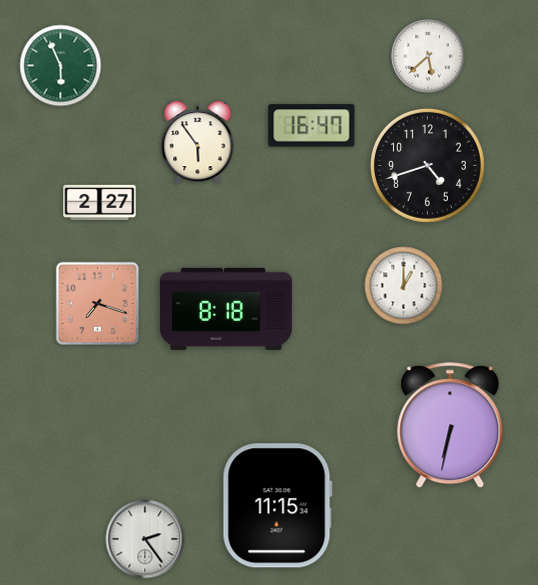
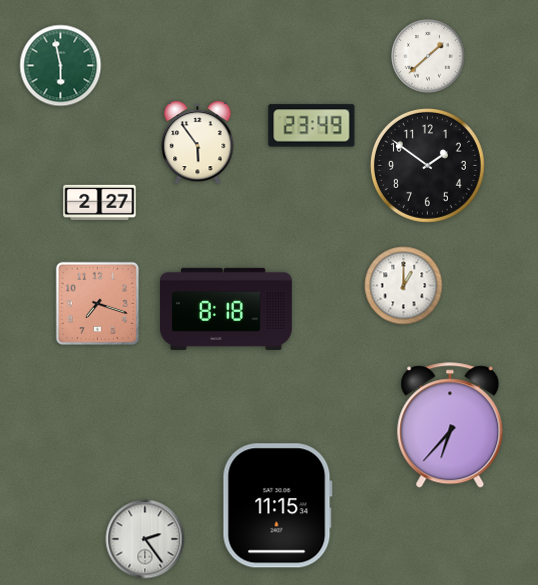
clock at (429, 57): 5:38 -> 1:38
clock at (61, 66): 5:56 -> 5:58
clock at (312, 126): 16:47 -> 23:49
clock at (427, 165): 4:42 -> 1:51
clock at (450, 426): 6:32 -> 6:37
